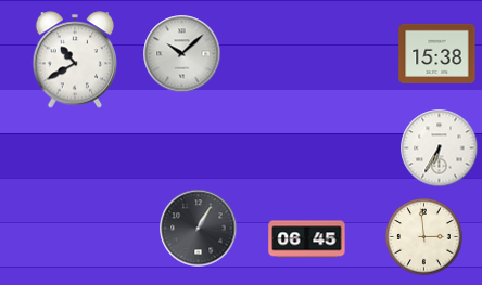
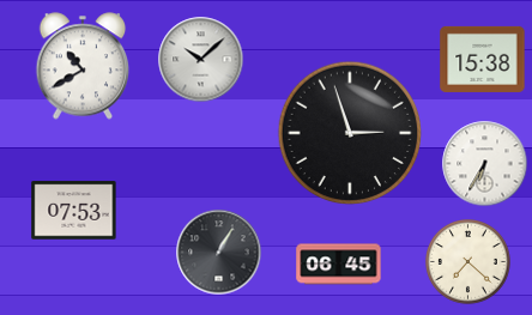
clock at (350, 133): none -> 2:57
clock at (74, 211): none -> 07:53
clock at (424, 237): 2:59 -> 7:22
